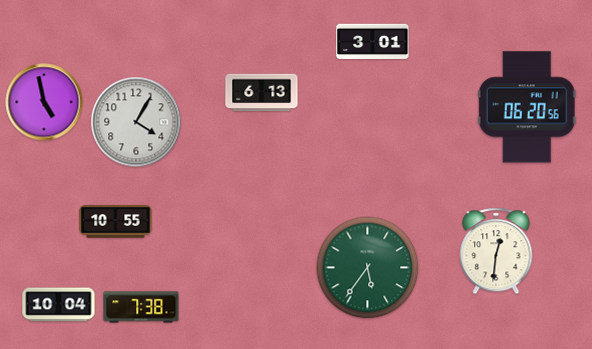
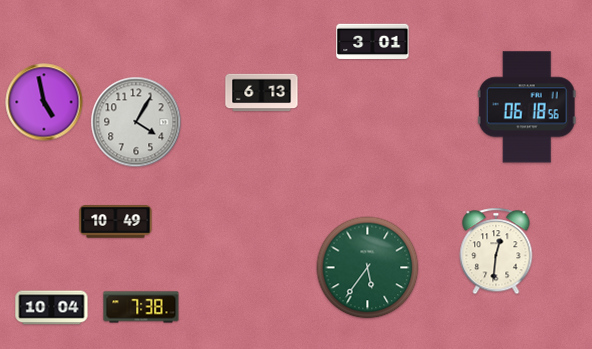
clock at (527, 107): 06:20 -> 06:18
clock at (116, 222): 10:55 -> 10:49
clock at (59, 305) position: (59, 305) -> (52, 308)
